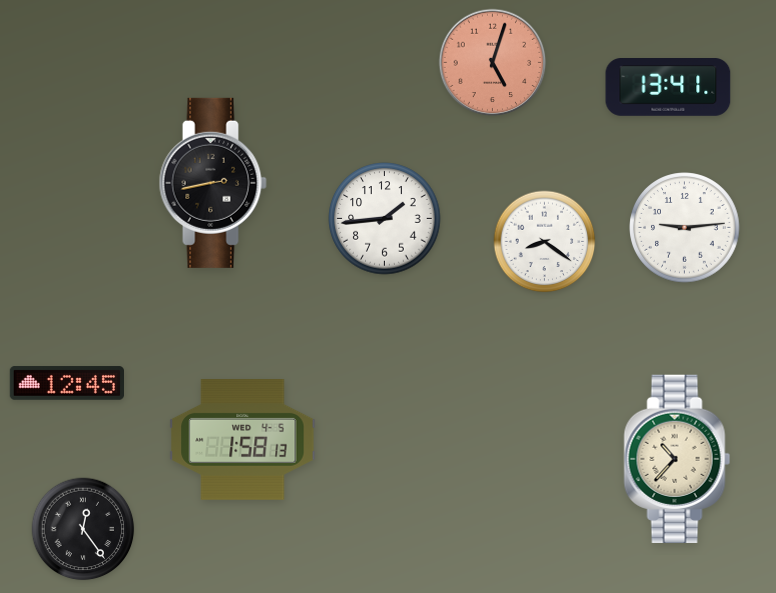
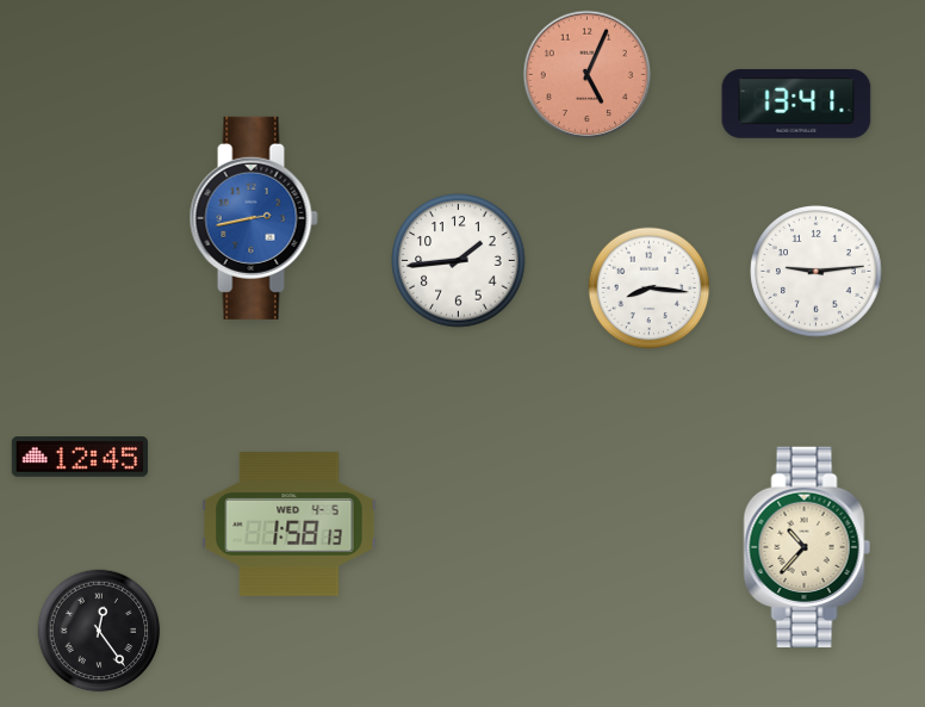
clock at (493, 63): 5:03 -> 5:04
clock at (213, 183) dial: black -> blue
clock at (545, 242): 8:21 -> 8:16
